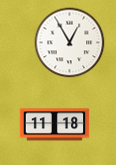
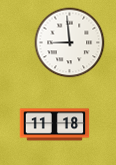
clock at (70, 43): 12:55 -> 8:59
